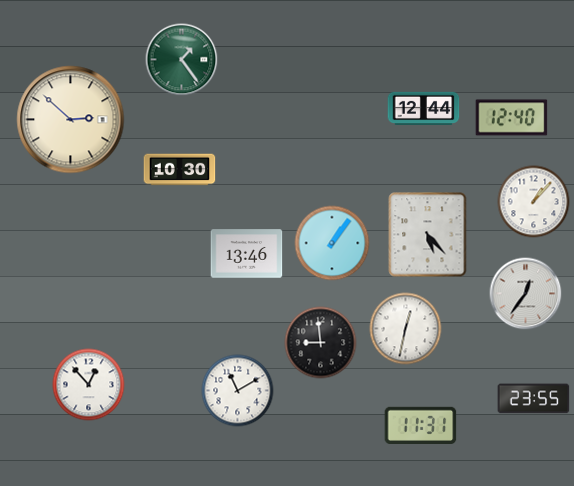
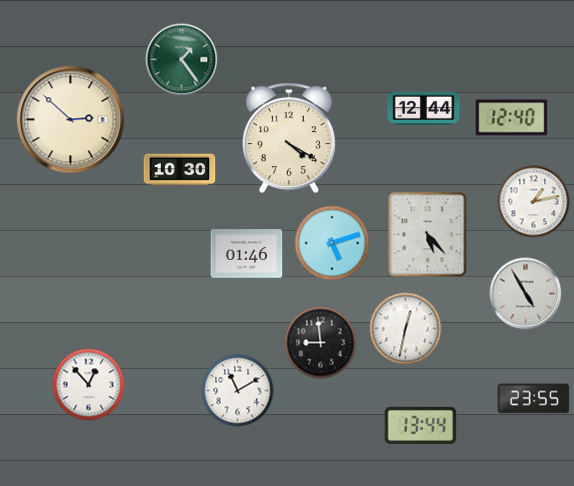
clock at (289, 138): none -> 4:20
clock at (534, 202): 1:07 -> 1:13
clock at (332, 243): 1:06 -> 5:12
clock at (247, 254): 13:46 -> 01:46
clock at (526, 294): 12:36 -> 4:55
clock at (421, 425): 11:31 -> 13:44
